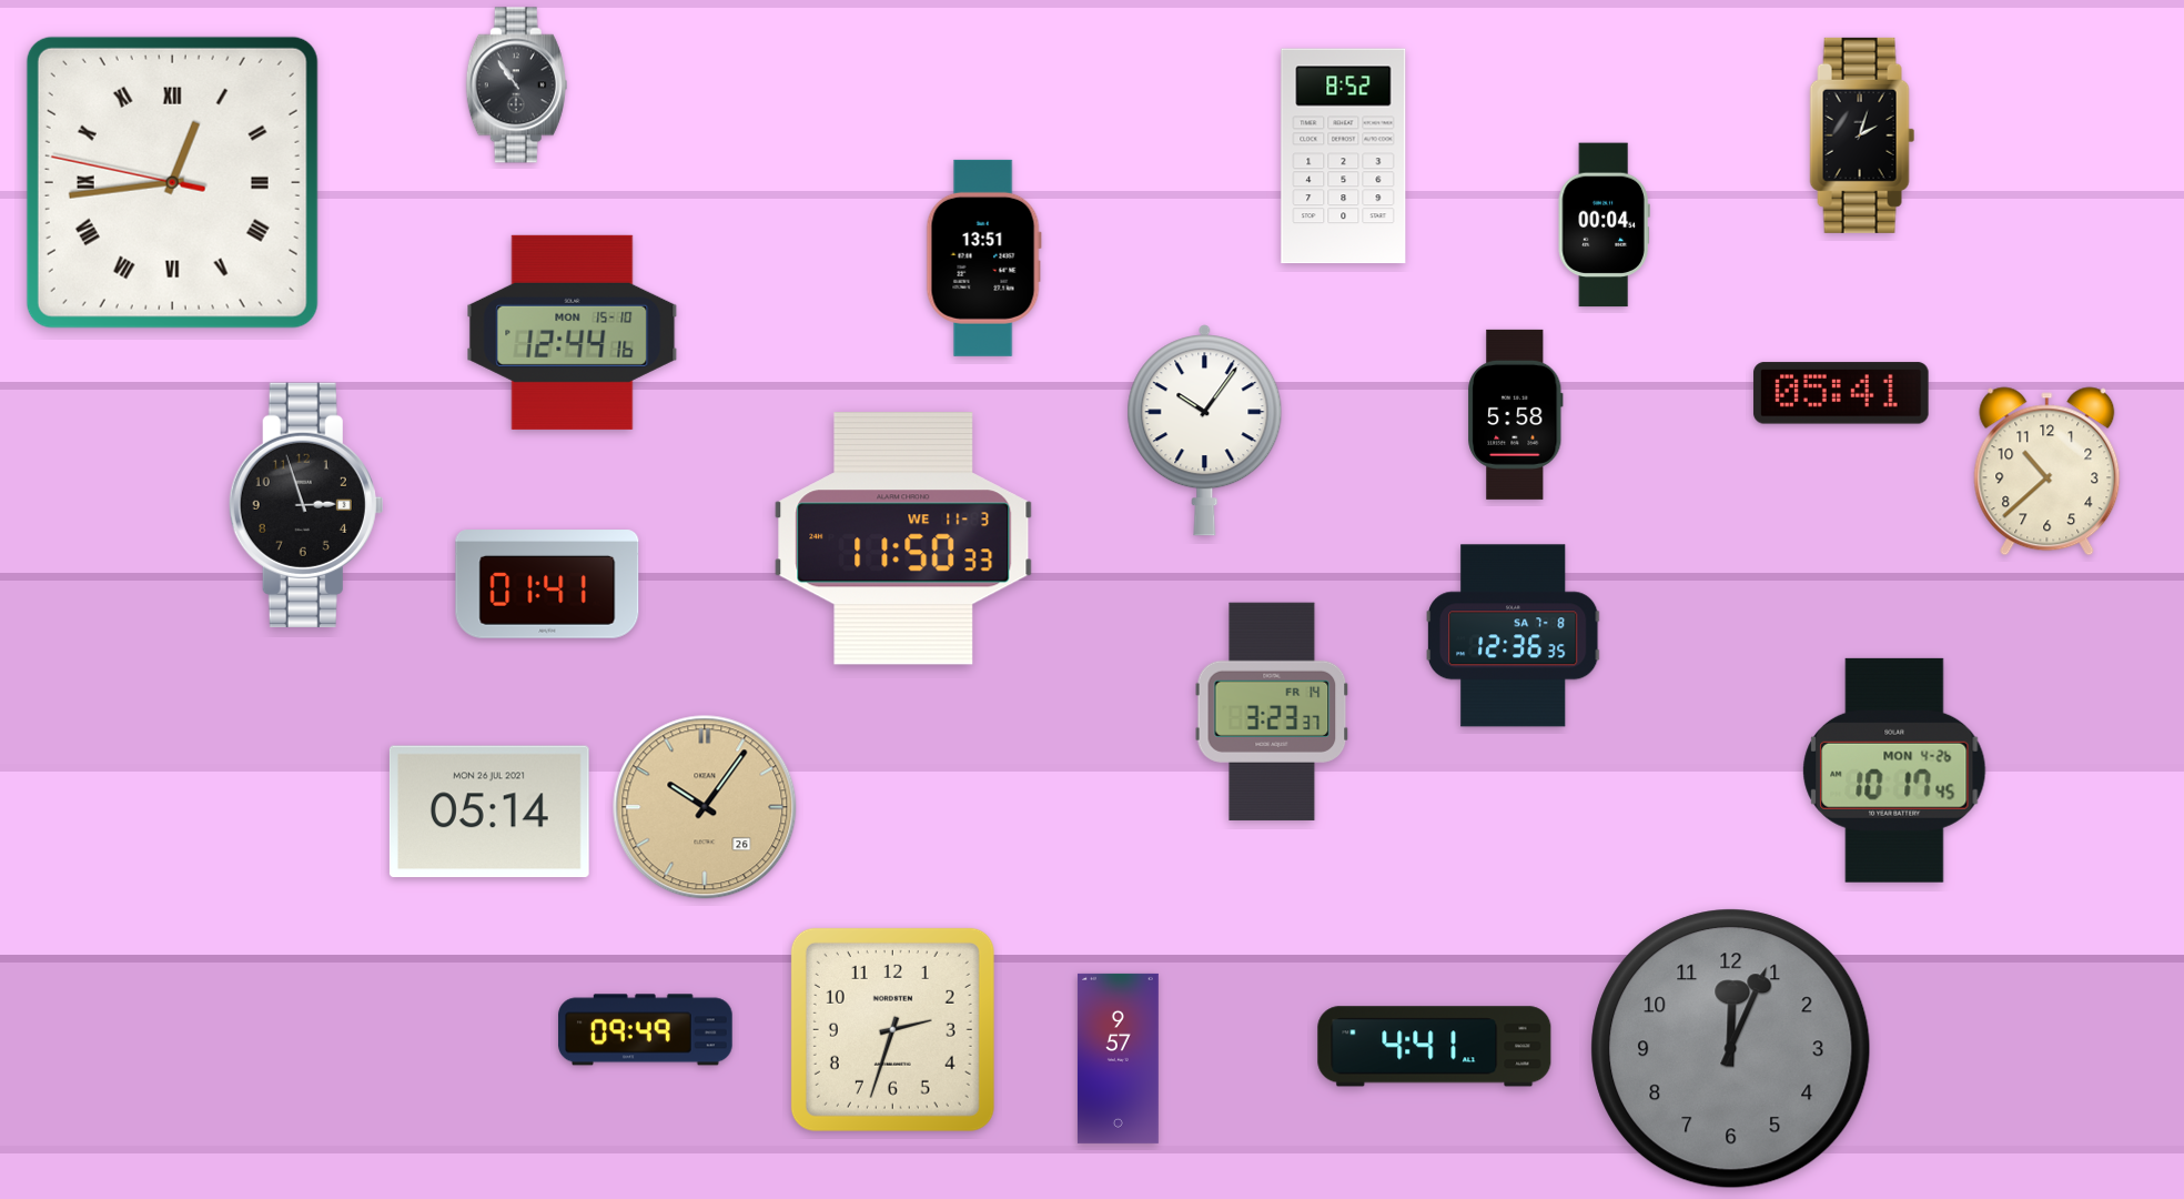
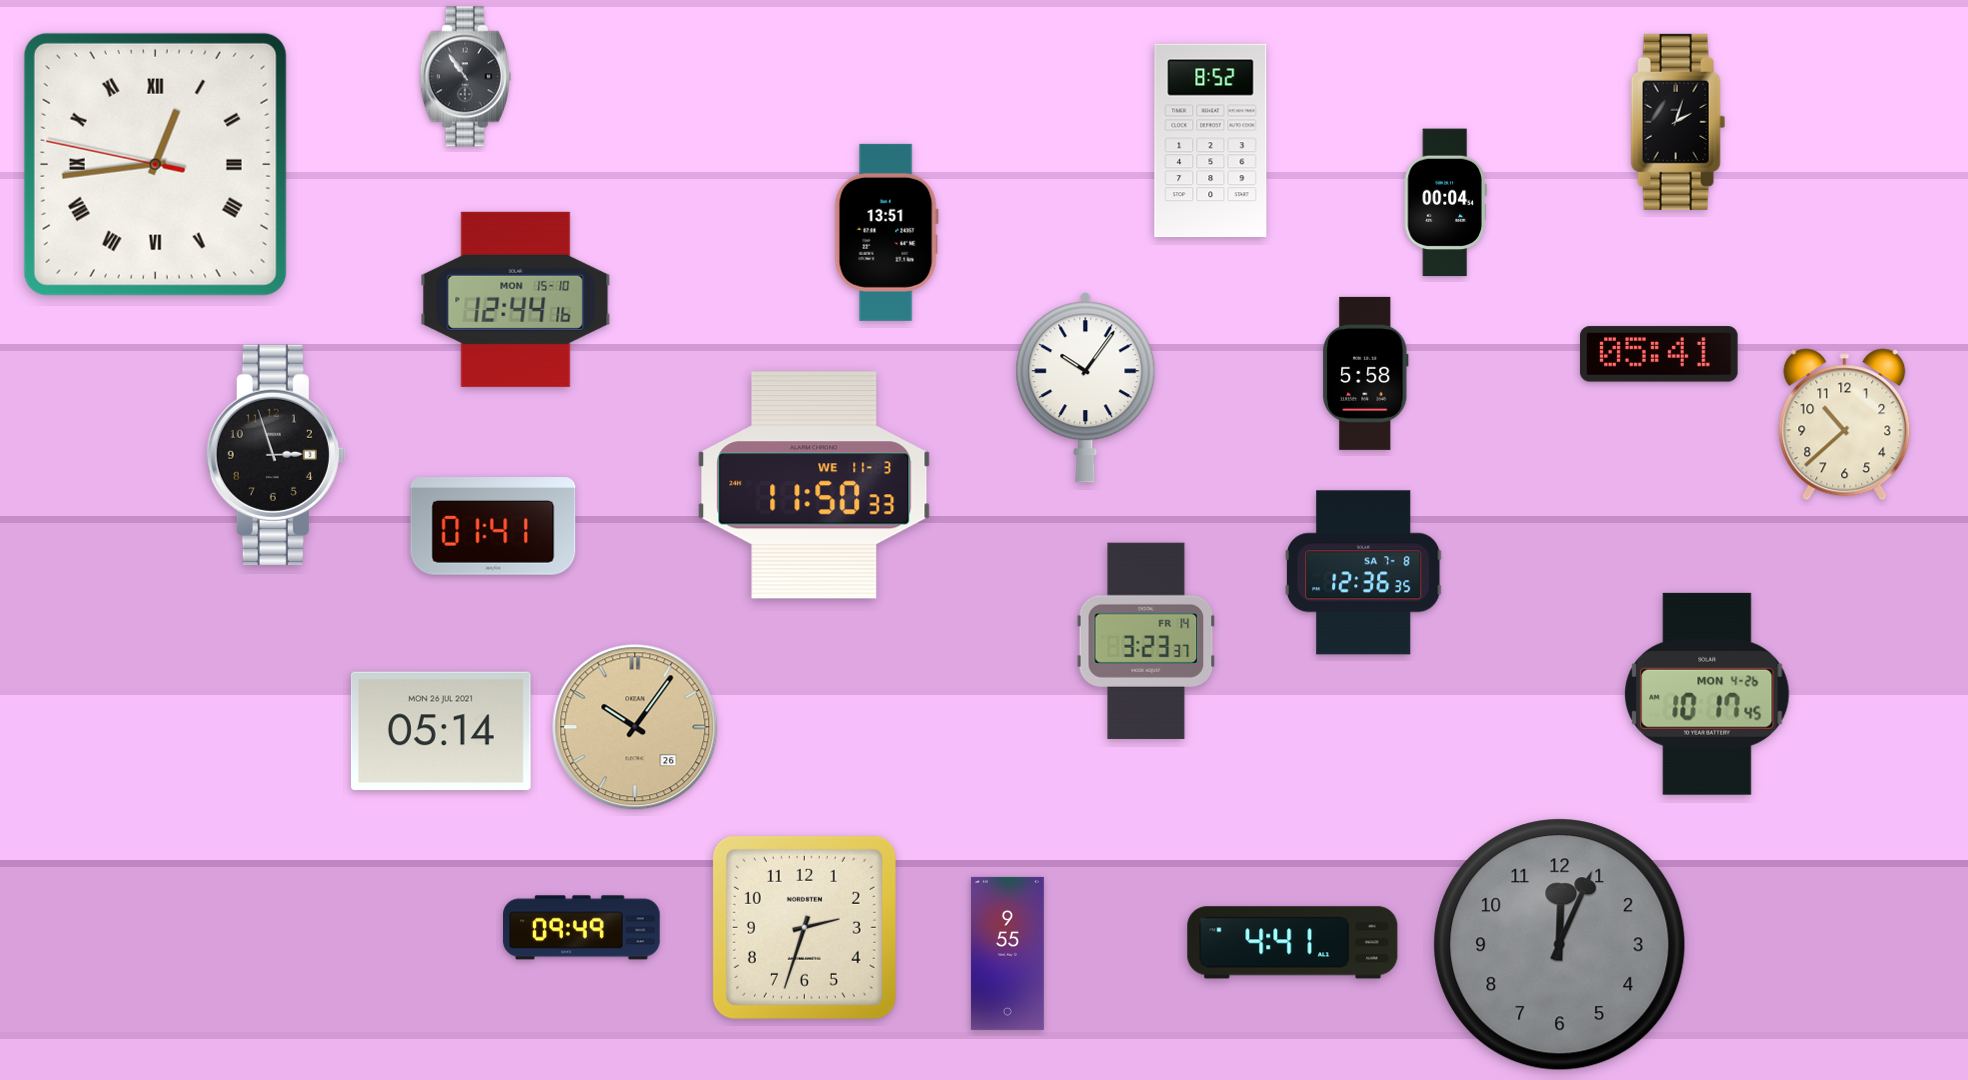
clock at (1118, 1058): 9:57 -> 9:55
